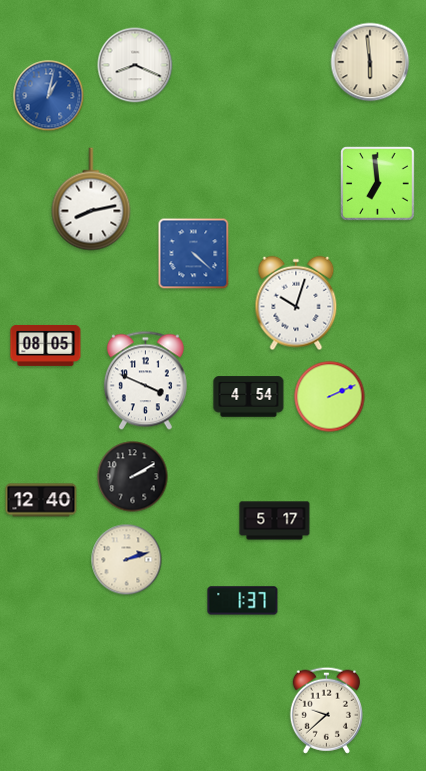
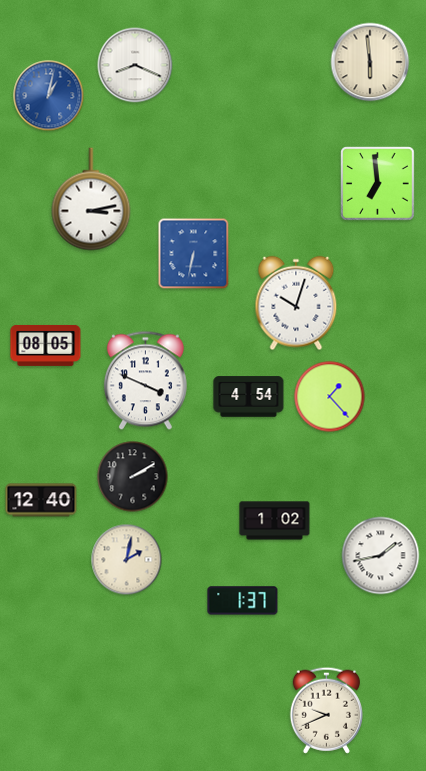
clock at (91, 199): 8:13 -> 3:13
clock at (194, 254): 4:22 -> 6:32
clock at (330, 397): 2:11 -> 1:23
clock at (275, 521): 5:17 -> 1:02
clock at (381, 556): none -> 1:43
clock at (127, 560): 2:12 -> 2:02
clock at (326, 710): 9:38 -> 9:41
